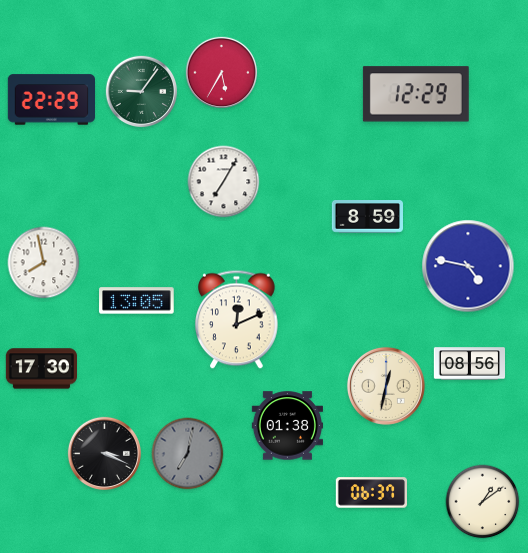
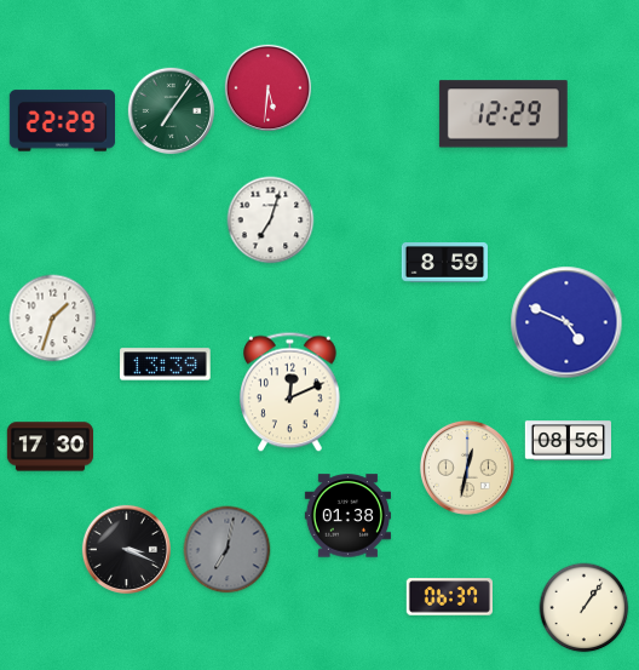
clock at (222, 73): 5:35 -> 5:31
clock at (142, 92): 9:06 -> 7:06
clock at (224, 182): 7:05 -> 7:03
clock at (44, 263): 7:58 -> 1:33
clock at (468, 266): 4:47 -> 4:49
clock at (137, 301): 13:05 -> 13:39
clock at (237, 320) position: (237, 320) -> (290, 393)
clock at (483, 502): 1:09 -> 1:06
